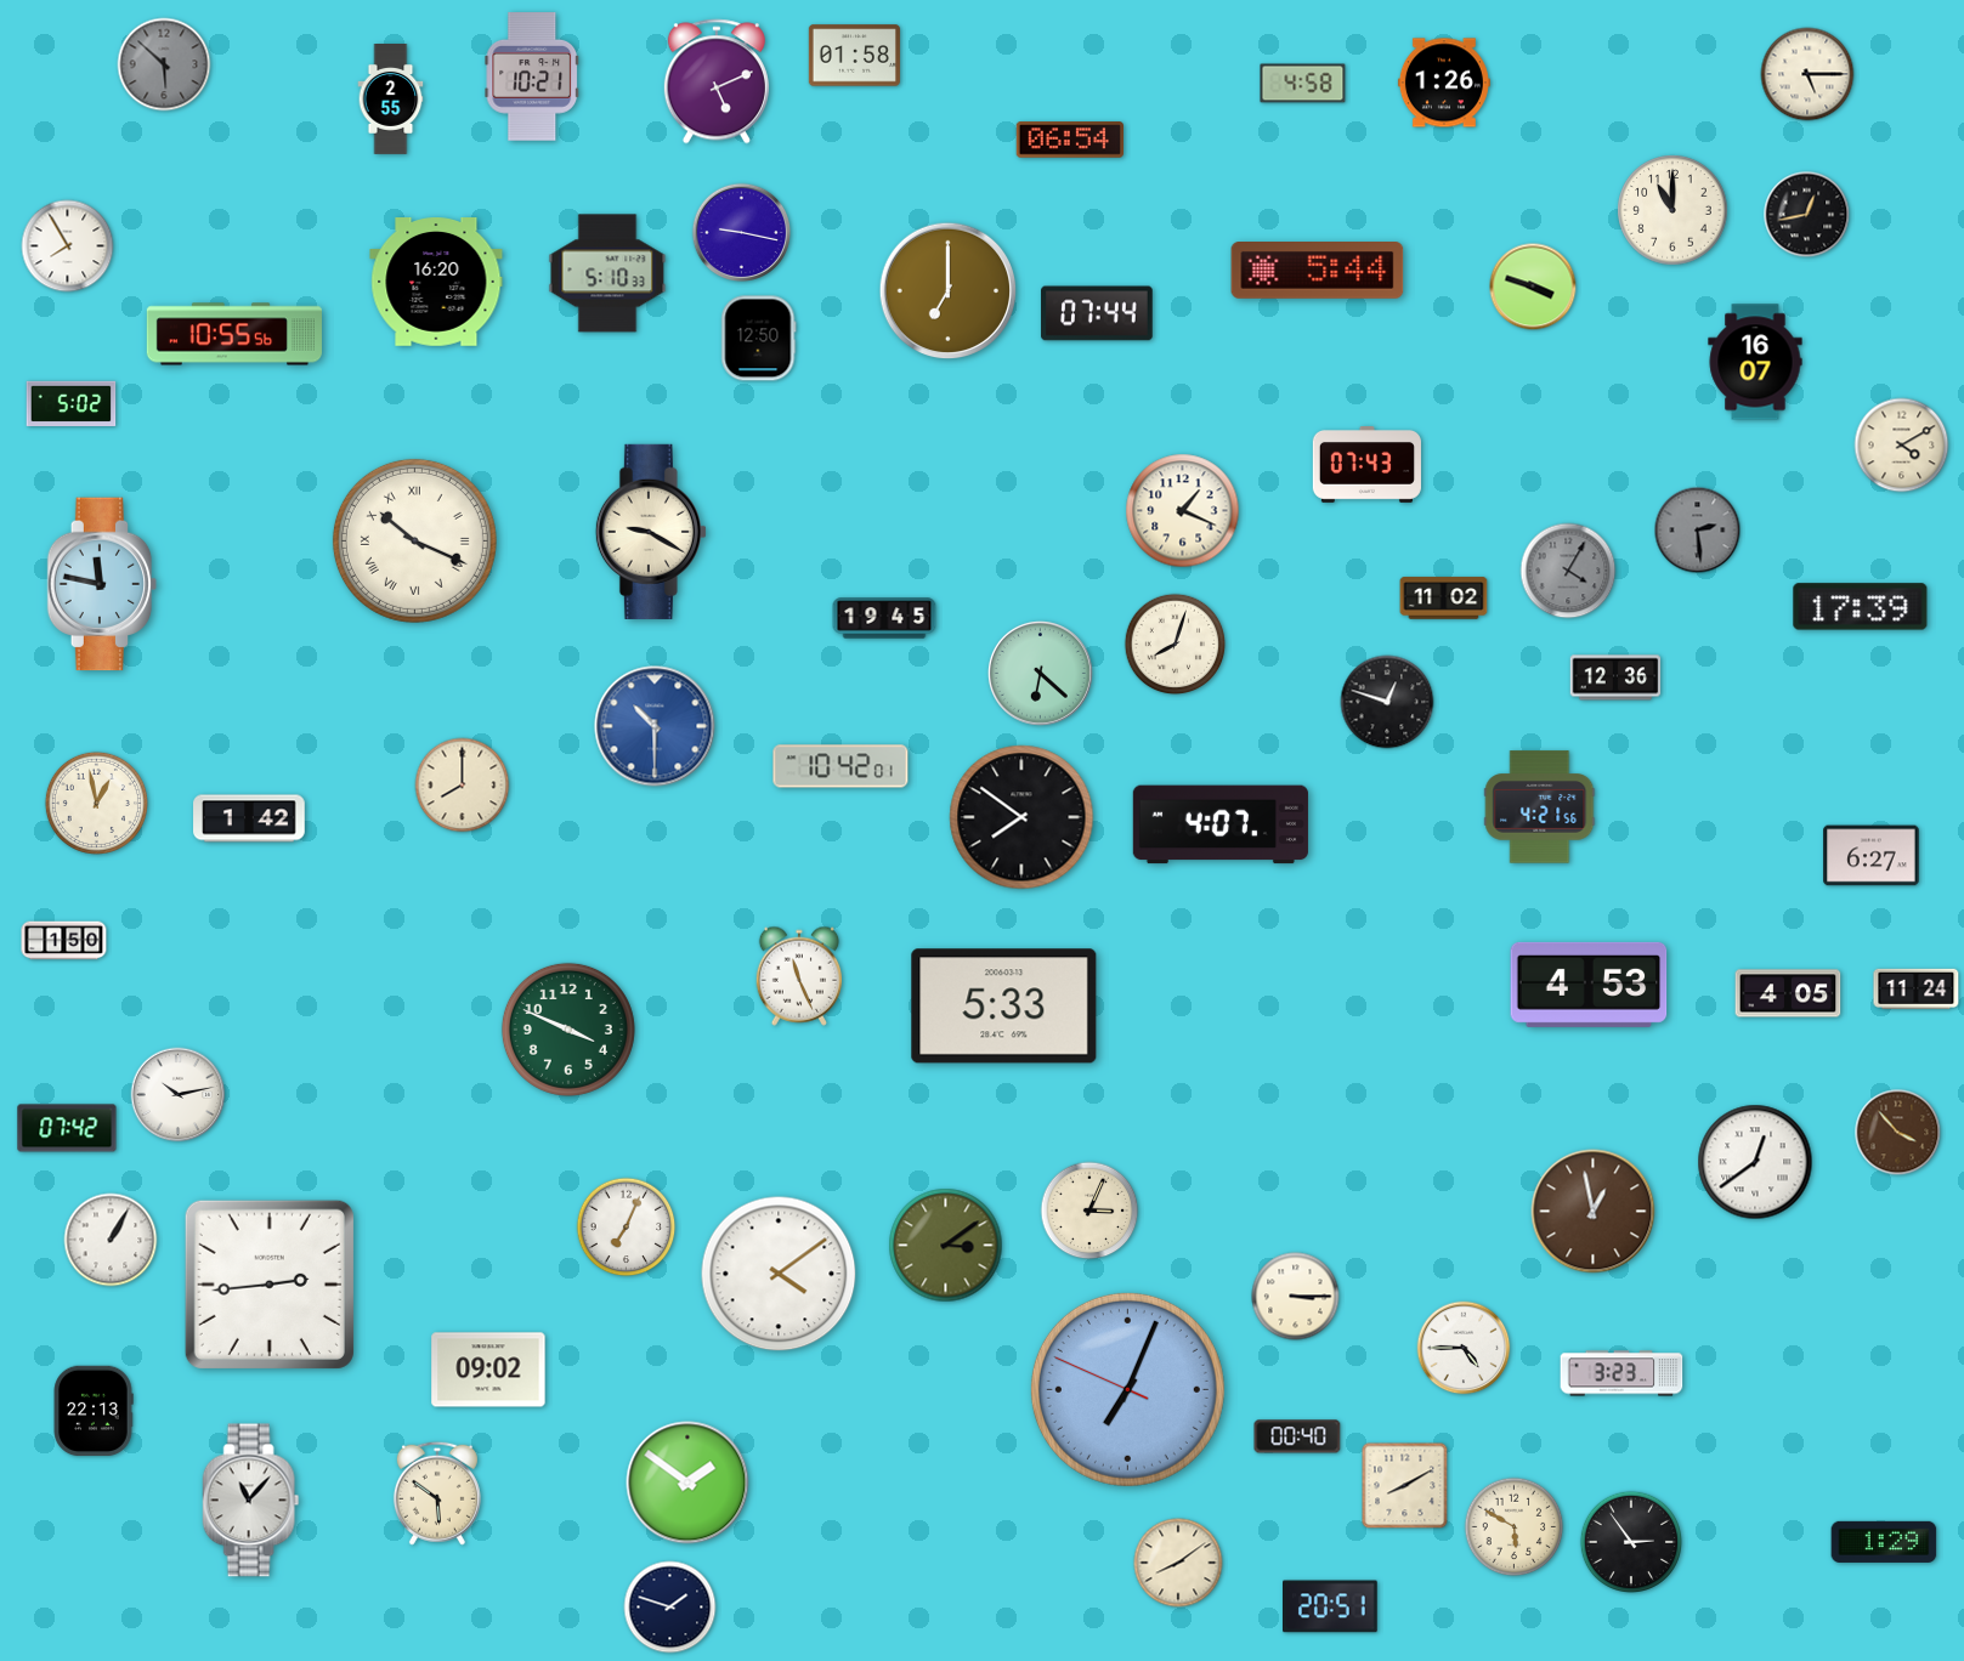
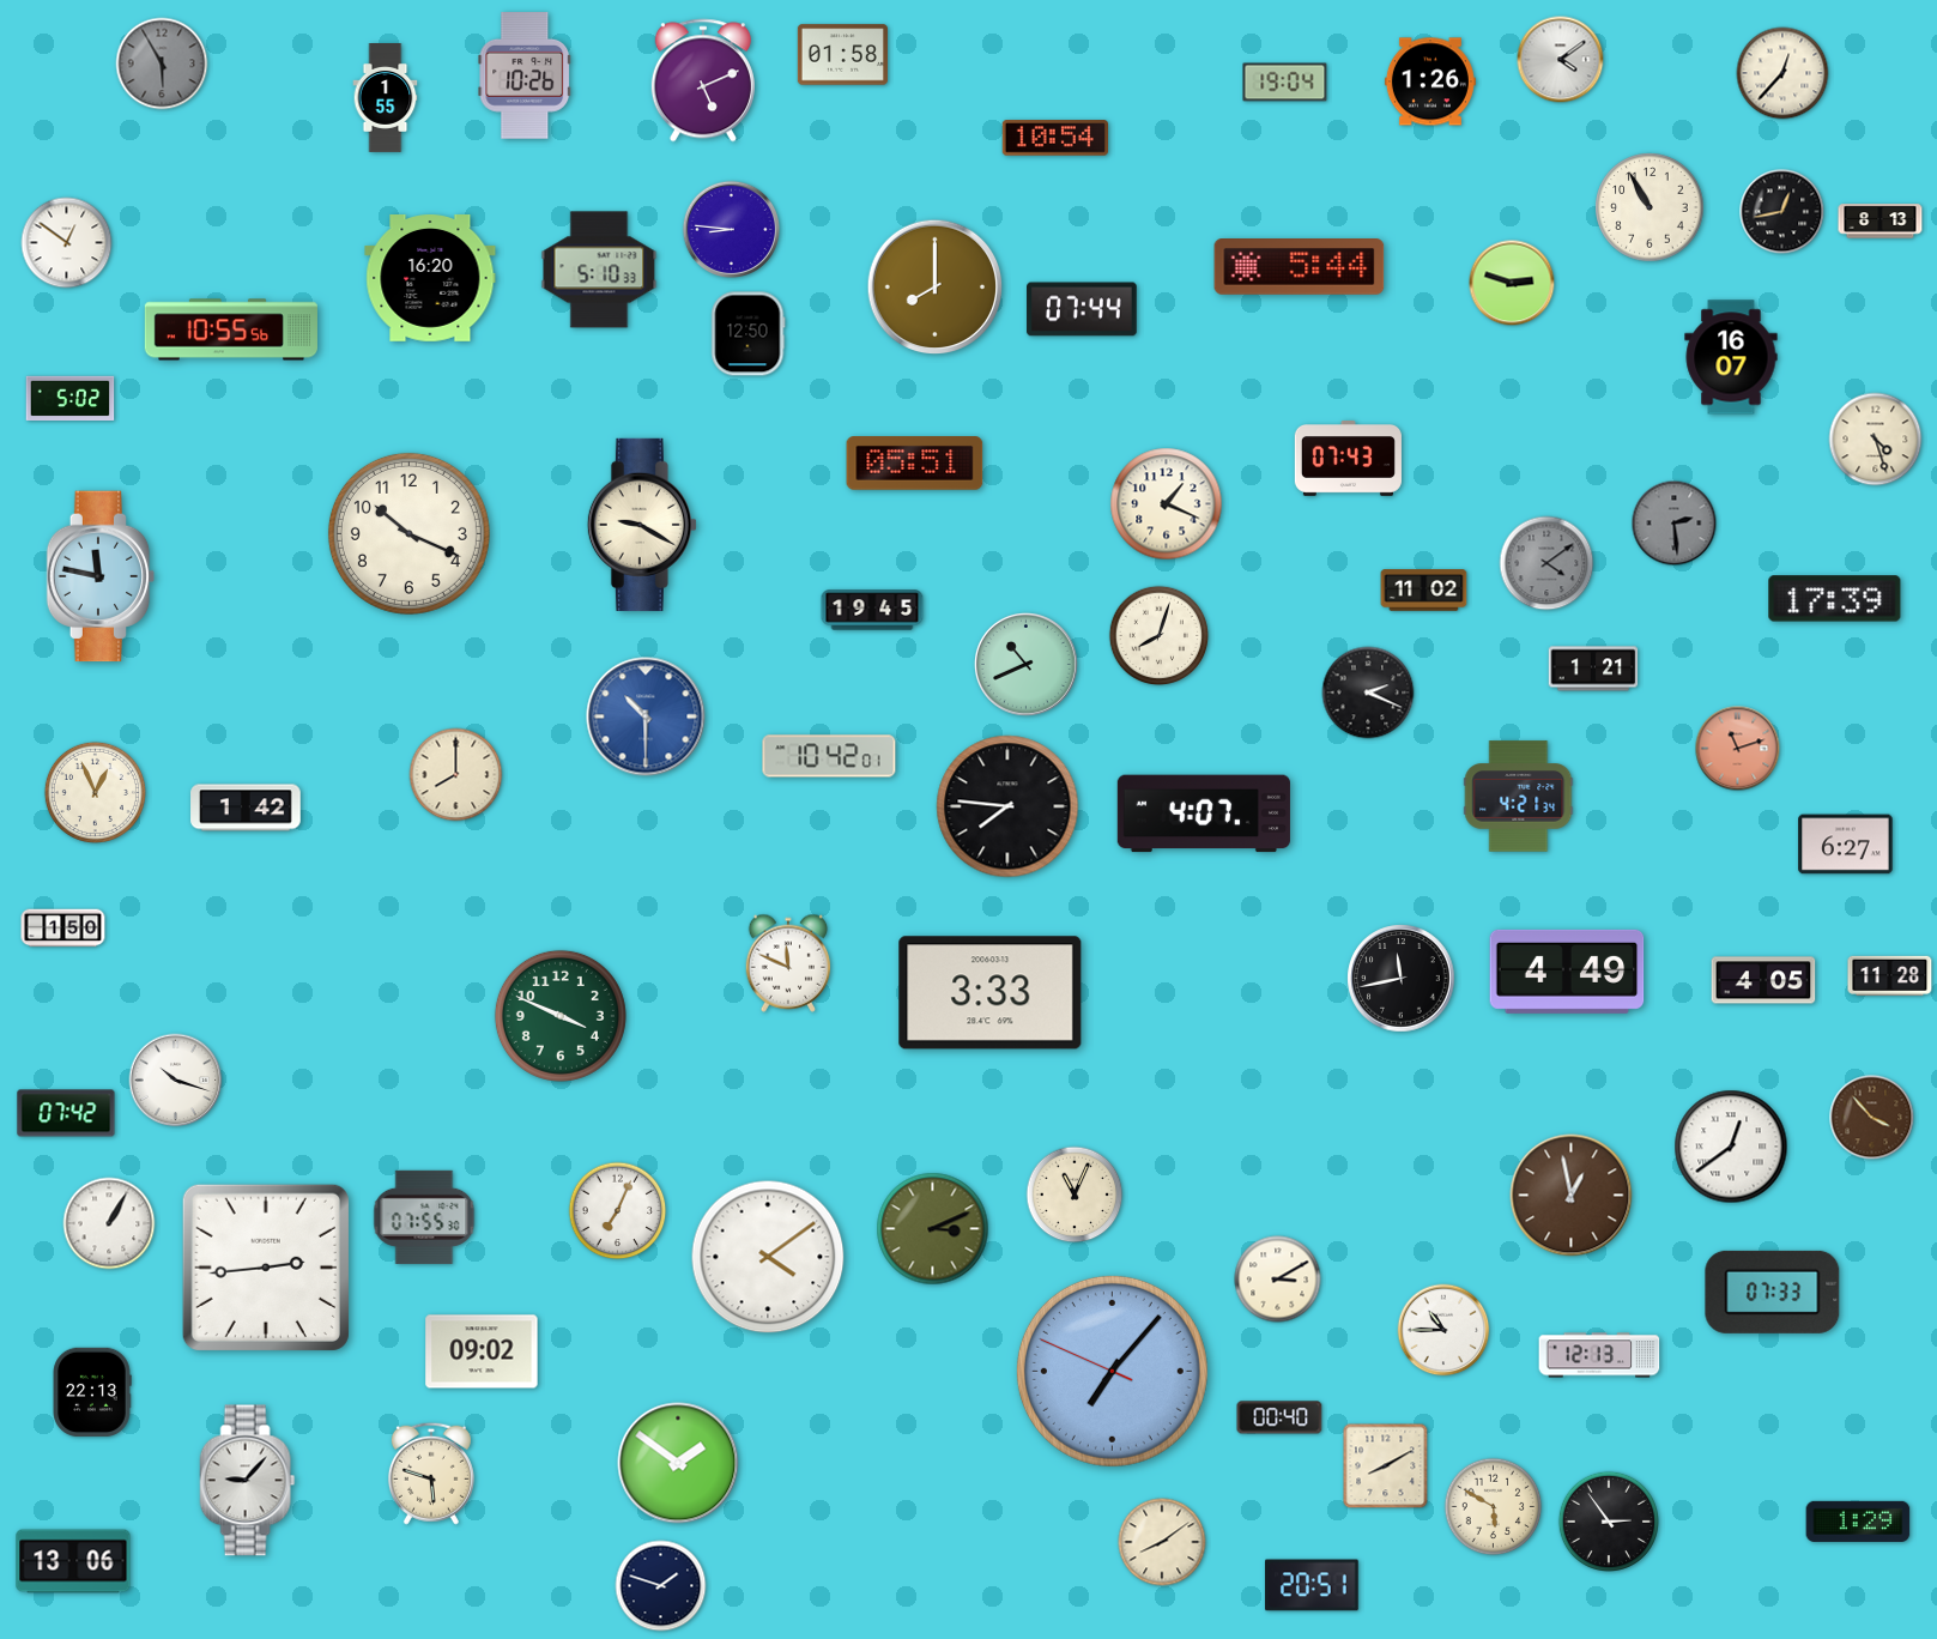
clock at (1561, 60): none -> 4:09
clock at (164, 64): 5:52 -> 5:55
clock at (1807, 74): 5:15 -> 12:37
clock at (532, 78): 10:21 -> 10:26
clock at (717, 81) position: (717, 81) -> (703, 80)
clock at (1444, 83) position: (1444, 83) -> (1430, 81)
clock at (1303, 84): 4:58 -> 19:04
clock at (391, 100): 2:55 -> 1:55
clock at (1069, 140): 06:54 -> 10:54
clock at (1672, 210): 11:00 -> 10:55
clock at (1881, 222): none -> 8:13
clock at (741, 232): 9:17 -> 8:46
clock at (68, 246): 7:55 -> 12:51
clock at (1533, 287): 3:48 -> 2:48
clock at (949, 291): 7:00 -> 8:00
clock at (1902, 446): 4:10 -> 4:27
clock at (915, 464): none -> 05:51
clock at (414, 540) numerals: Roman -> Arabic
clock at (1568, 571): 4:05 -> 4:09
clock at (1040, 673): 6:22 -> 10:41
clock at (1615, 678): 12:36 -> 1:21
clock at (1387, 702): 12:48 -> 2:19
clock at (1738, 749): none -> 11:12
clock at (96, 803): 12:58 -> 12:56
clock at (1540, 807): 4:21:56 -> 4:21:34
clock at (1021, 817): 7:51 -> 7:46
clock at (799, 976): 11:26 -> 11:49
clock at (1589, 985): 4:53 -> 4:49
clock at (1917, 988): 11:24 -> 11:28
clock at (1402, 979): none -> 11:43
clock at (1004, 1007): 5:33 -> 3:33
clock at (179, 1095): 10:13 -> 10:18
clock at (1089, 1211): 3:04 -> 11:04
clock at (424, 1217): none -> 07:55
clock at (946, 1246): 3:09 -> 3:11
clock at (1296, 1297): 3:15 -> 3:10
clock at (1773, 1292): none -> 07:33
clock at (1464, 1348): 4:45 -> 10:45
clock at (1621, 1373): 3:23 -> 12:13
clock at (1127, 1389): 7:03 -> 7:06
clock at (437, 1493): 5:51 -> 5:48
clock at (251, 1501): 11:07 -> 9:07
clock at (73, 1561): none -> 13:06
